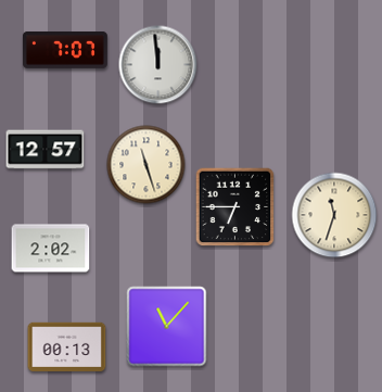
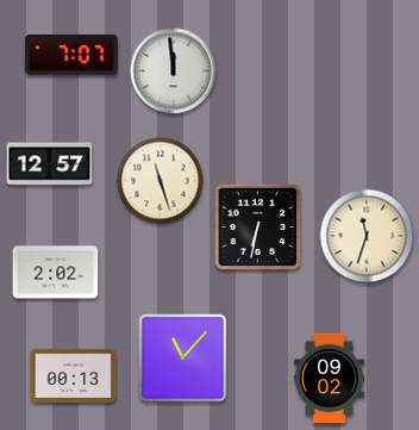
clock at (235, 207): 6:45 -> 6:32
clock at (330, 379): none -> 09:02
clock at (67, 346) position: (67, 346) -> (74, 375)
